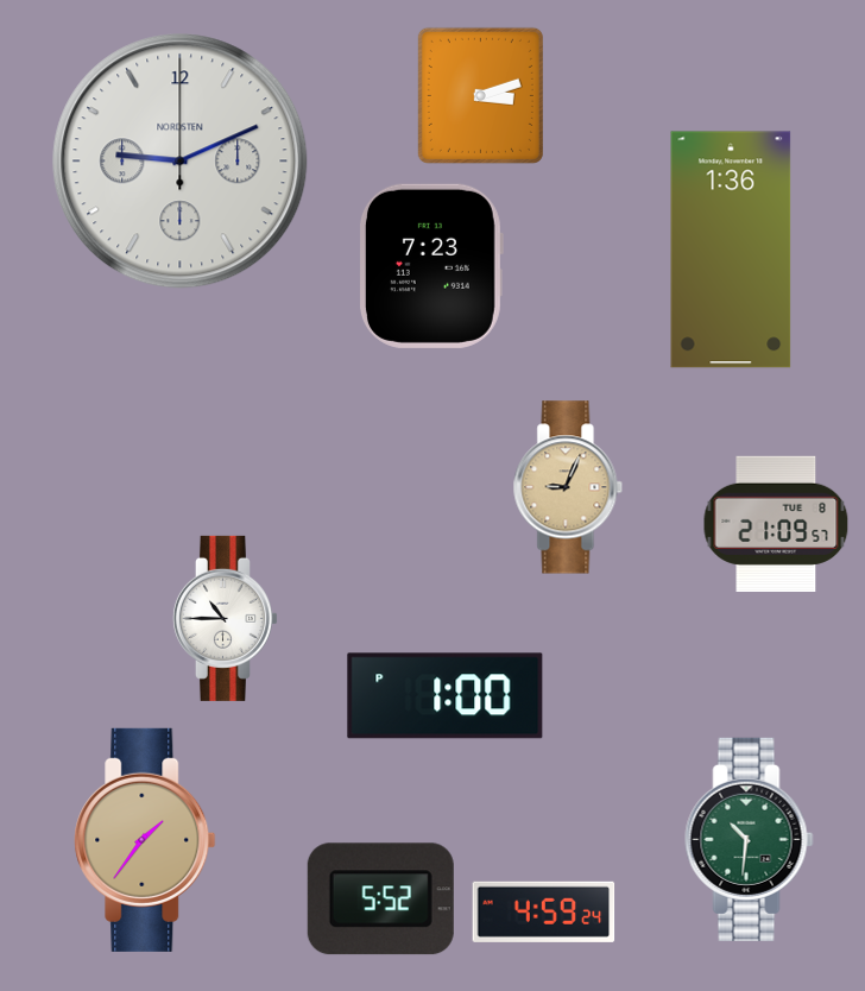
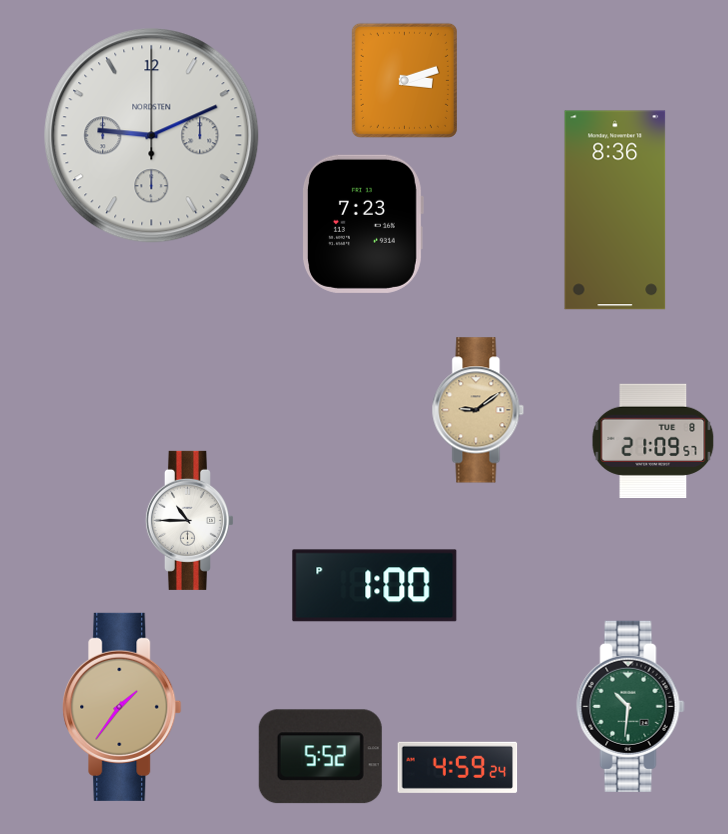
clock at (731, 250): 1:36 -> 8:36
clock at (568, 487): 9:04 -> 9:09
